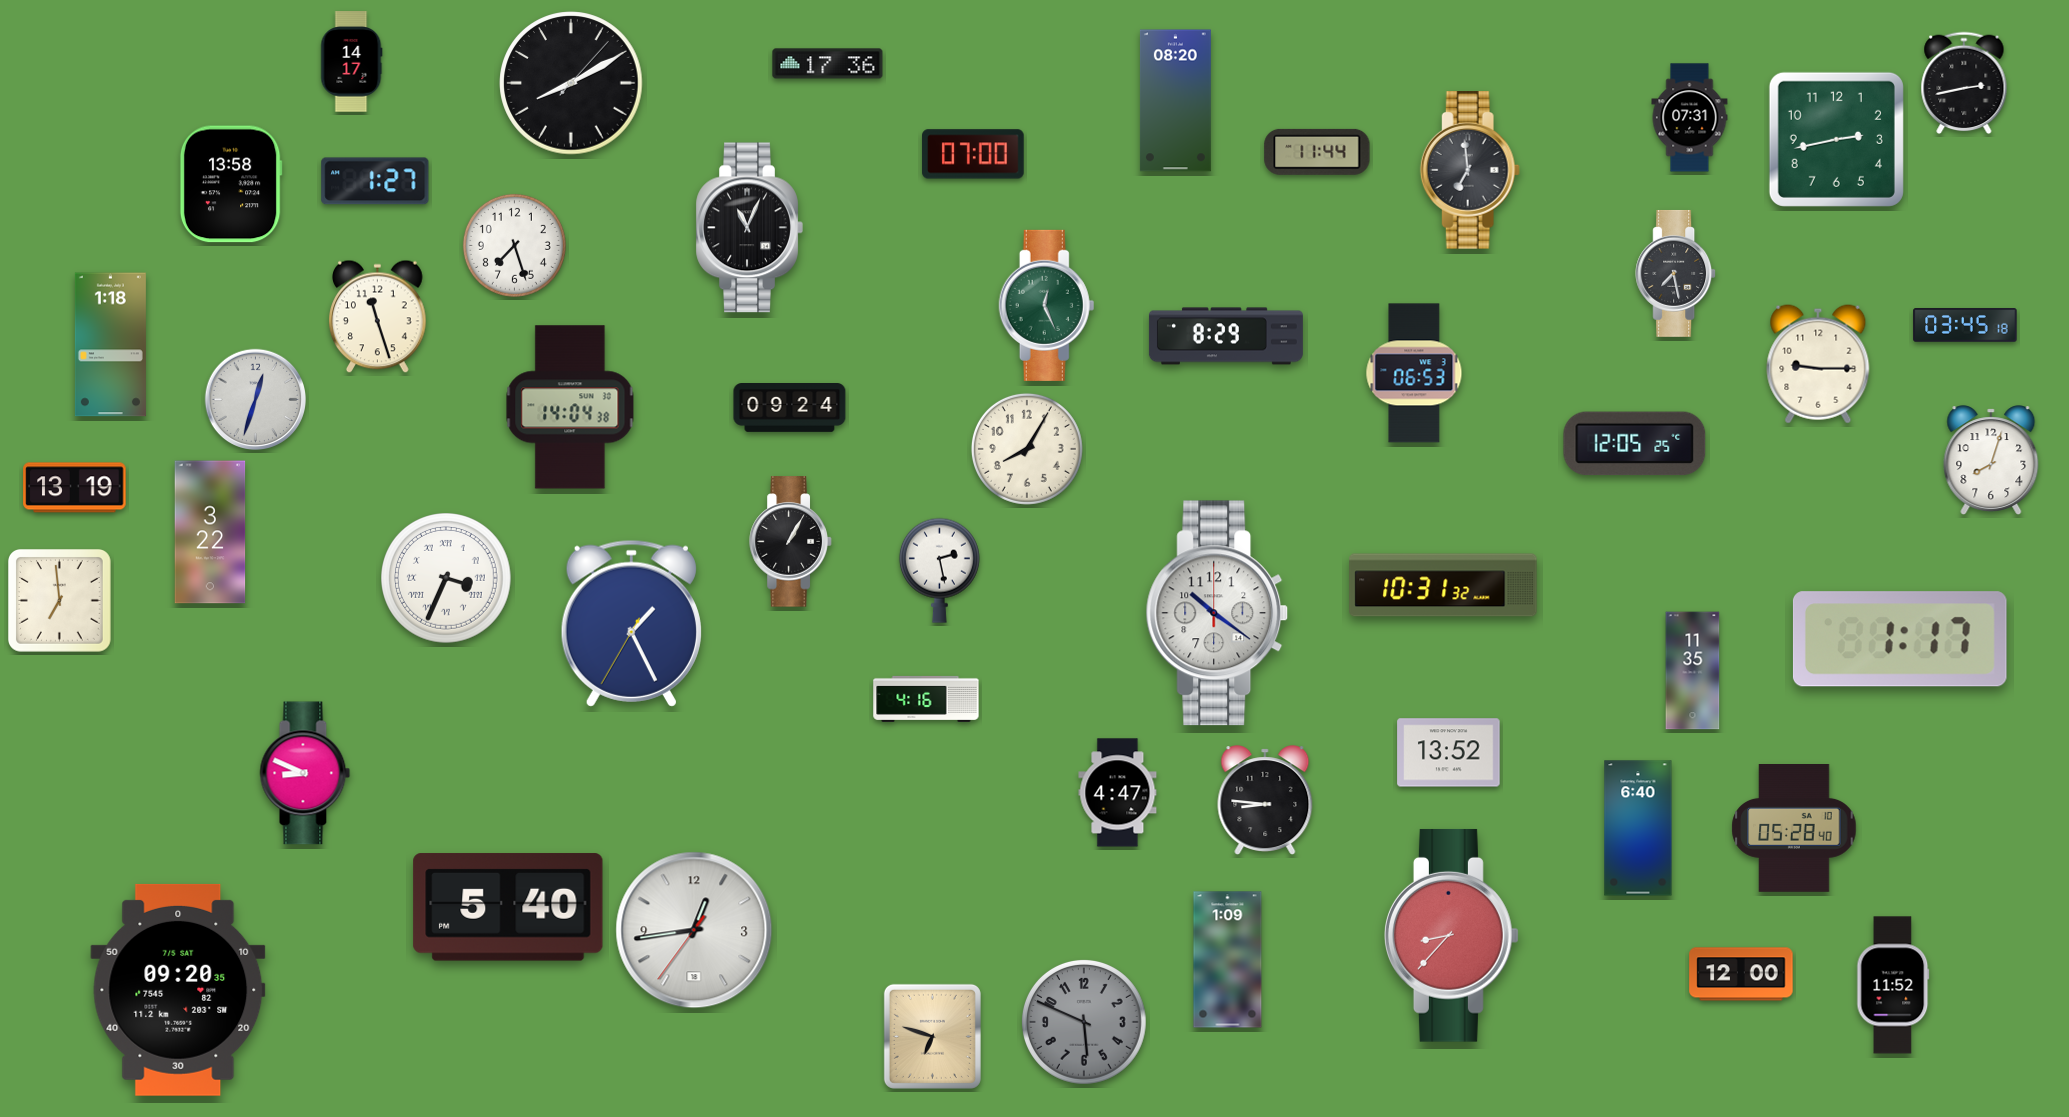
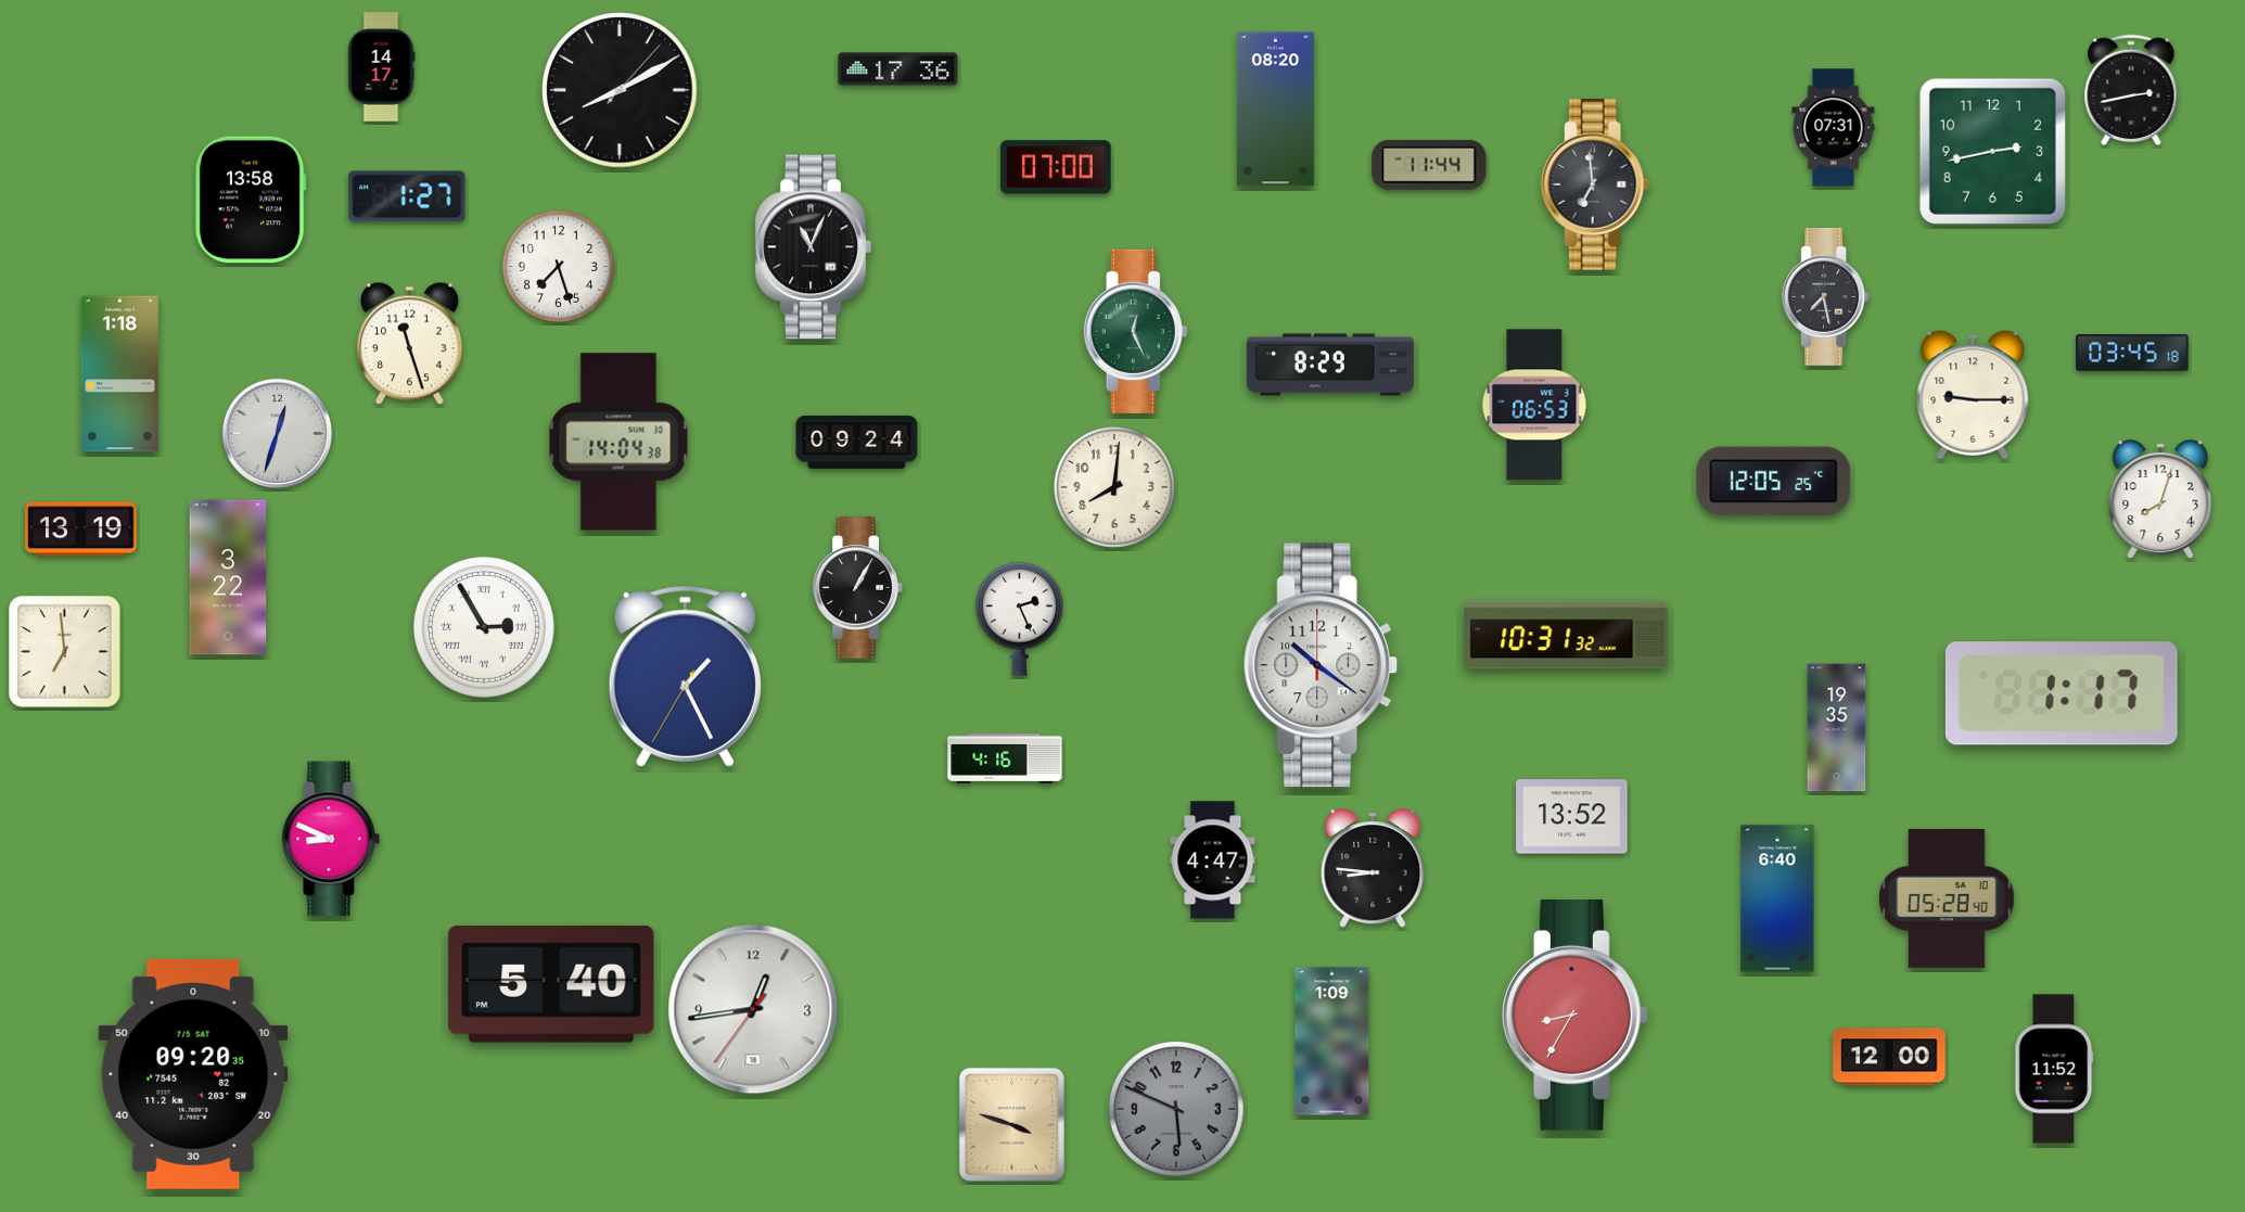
clock at (1676, 273) position: (1676, 273) -> (1826, 296)
clock at (1027, 449): 8:05 -> 8:01
clock at (939, 570): 2:28 -> 2:26
clock at (447, 579): 3:34 -> 2:55
clock at (1693, 671): 11:35 -> 19:35
clock at (1452, 935): 8:37 -> 8:35
clock at (932, 1036): 6:48 -> 3:48
